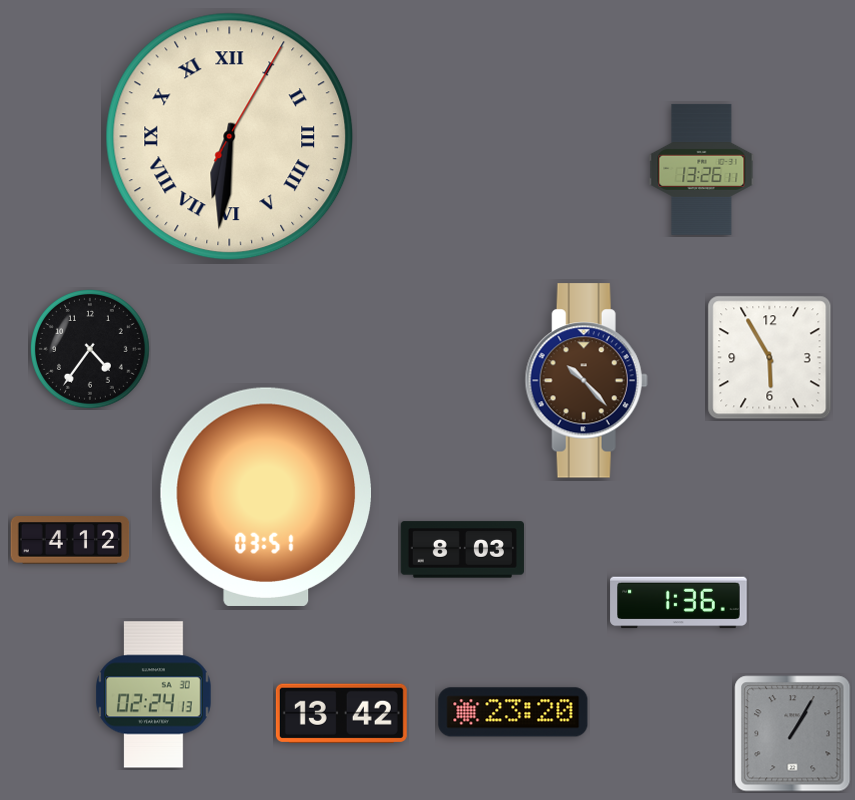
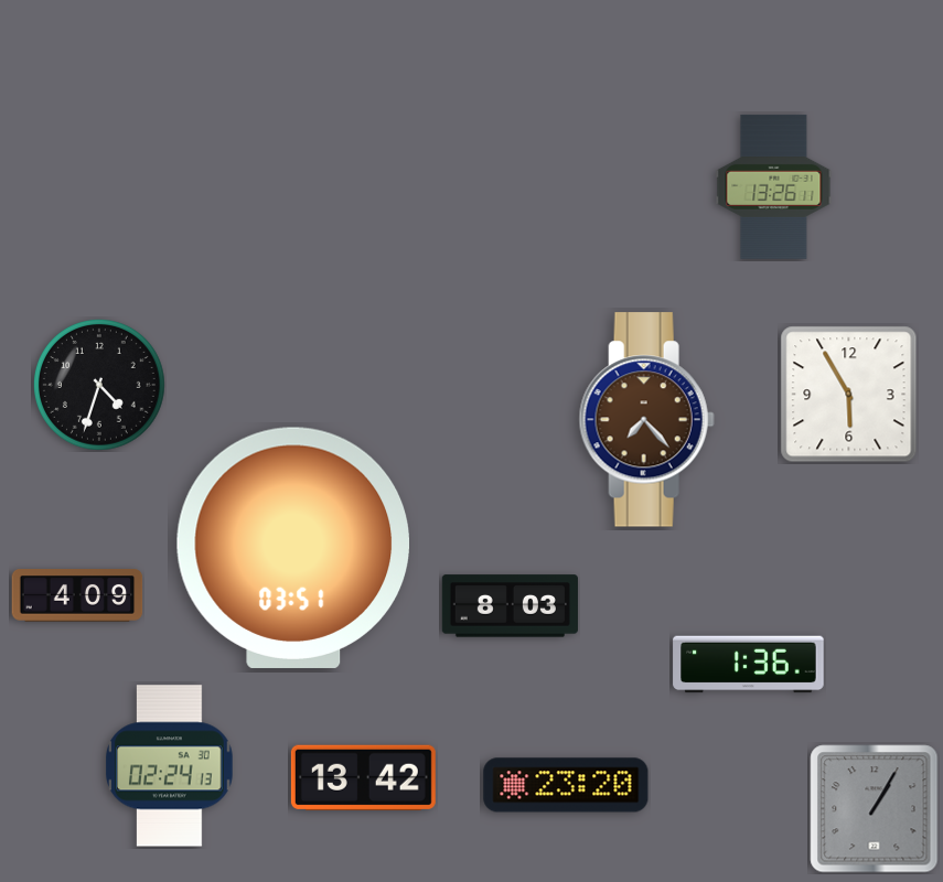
clock at (230, 137): 6:31 -> none
clock at (91, 350): 4:36 -> 4:33
clock at (586, 381): 10:23 -> 7:23
clock at (70, 540): 4:12 -> 4:09
clock at (341, 713) position: (341, 713) -> (363, 777)
